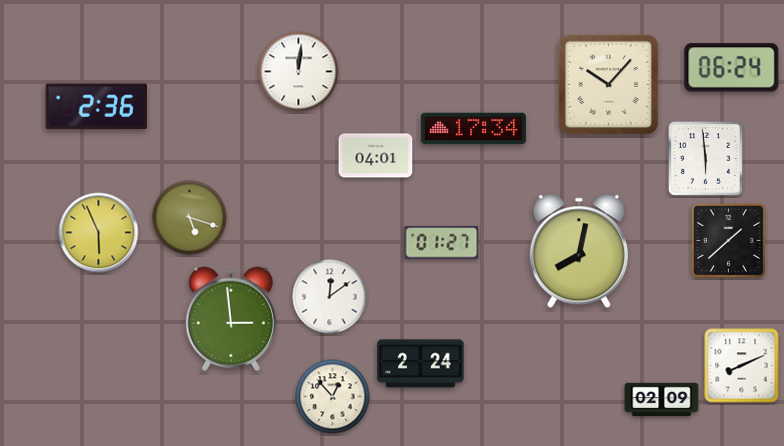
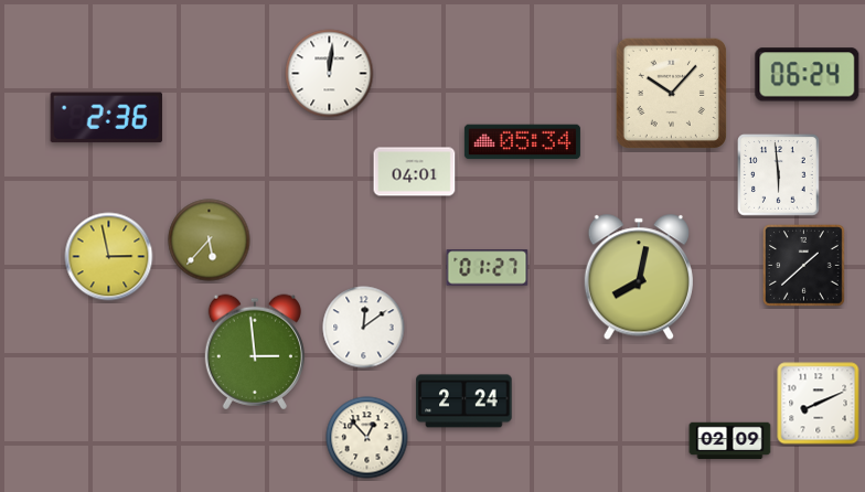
clock at (299, 72) position: (299, 72) -> (330, 74)
clock at (473, 129): 17:34 -> 05:34
clock at (190, 218): 5:18 -> 5:37
clock at (99, 233): 5:56 -> 2:58
